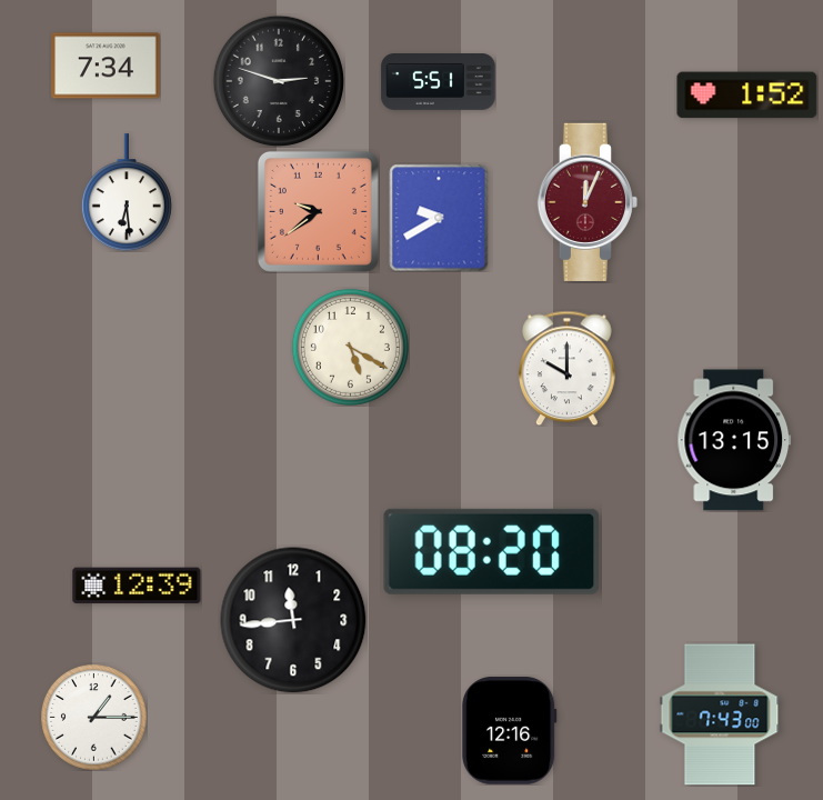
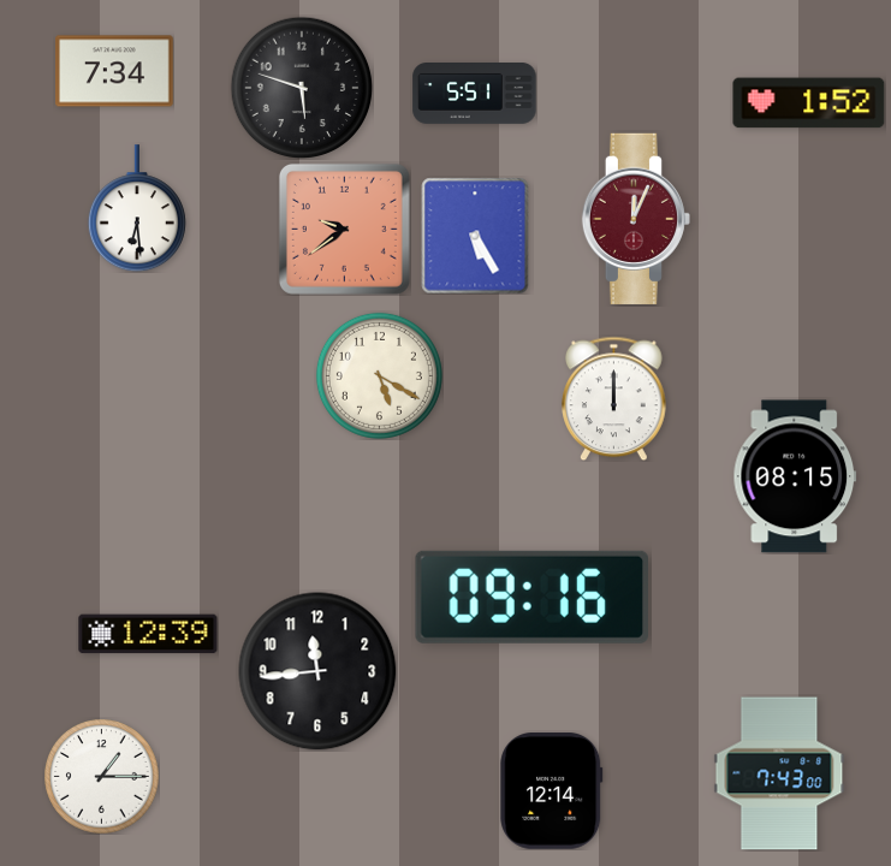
clock at (279, 81): 2:48 -> 5:48
clock at (439, 82) position: (439, 82) -> (475, 94)
clock at (439, 218): 9:40 -> 5:25
clock at (568, 368): 10:00 -> 12:00
clock at (734, 440): 13:15 -> 08:15
clock at (491, 551): 08:20 -> 09:16
clock at (510, 731): 12:16 -> 12:14
